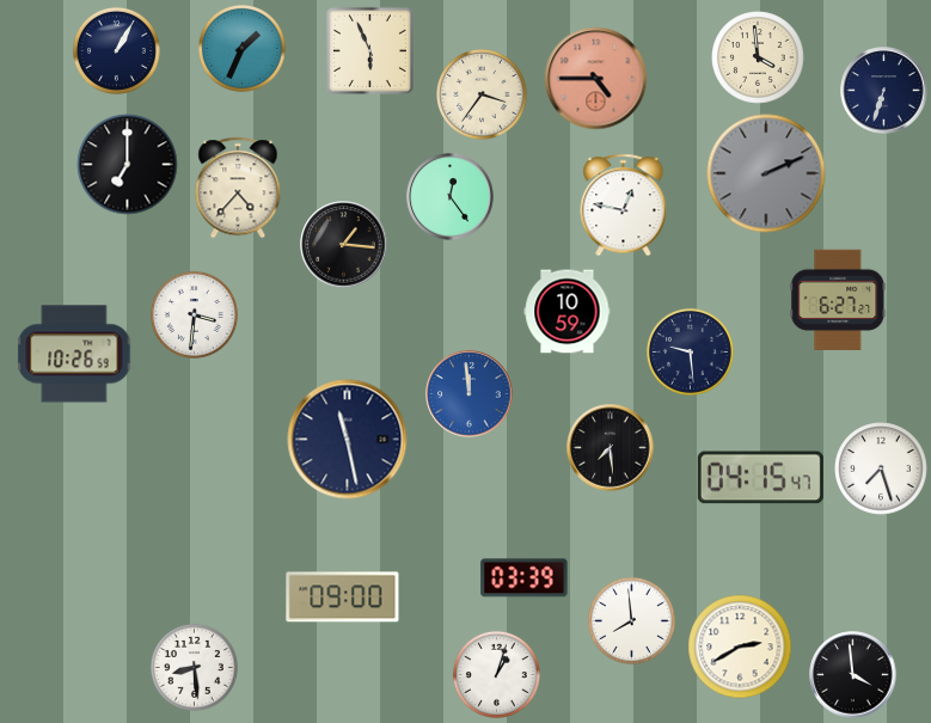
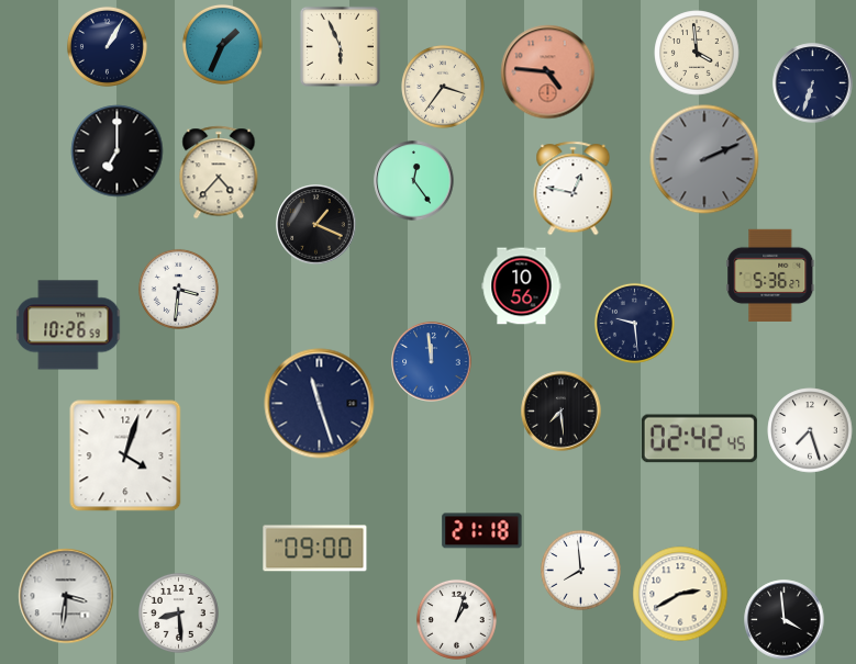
clock at (596, 79): 4:45 -> 4:46
clock at (344, 245): 1:16 -> 1:19
clock at (838, 299): 6:27 -> 5:36
clock at (568, 312): 10:59 -> 10:56
clock at (348, 440): 11:28 -> 11:27
clock at (760, 478): 04:15 -> 02:42
clock at (125, 455): none -> 4:03
clock at (525, 578): 03:39 -> 21:18
clock at (66, 596): none -> 3:31
